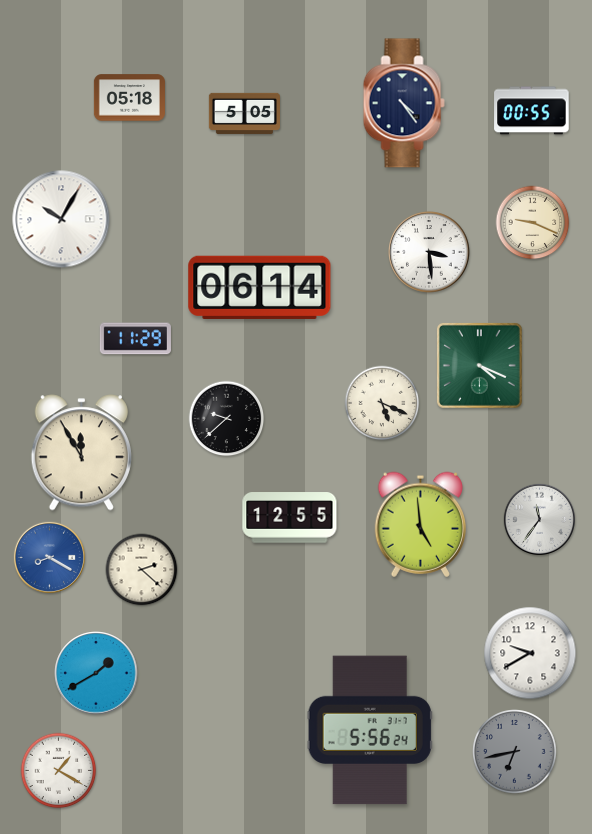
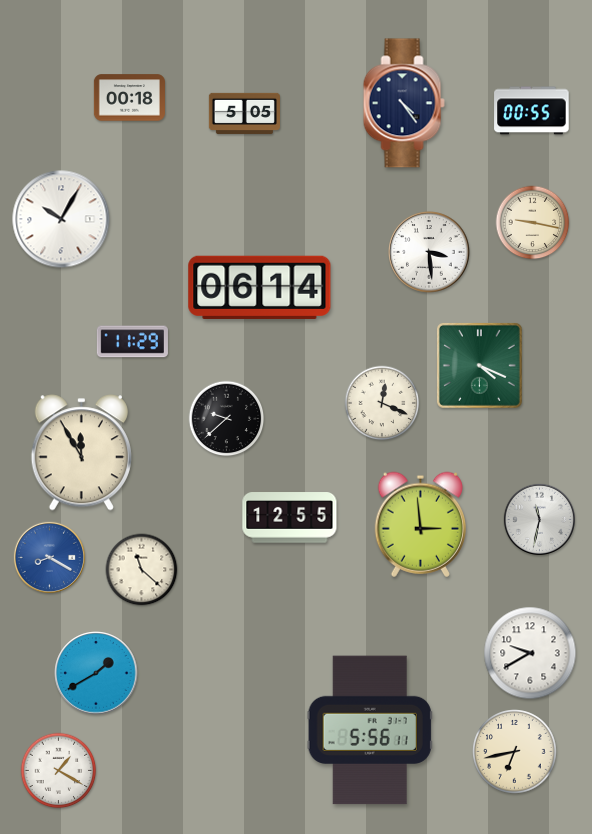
clock at (129, 98): 05:18 -> 00:18
clock at (533, 223): 9:19 -> 9:17
clock at (135, 339) position: (135, 339) -> (132, 342)
clock at (382, 403): 5:19 -> 12:19
clock at (539, 519): 11:36 -> 11:32
clock at (420, 524): 4:59 -> 2:59
clock at (142, 570): 2:22 -> 11:22
clock at (370, 730): 5:56:24 -> 5:56:11
clock at (515, 752) dial: grey -> cream
